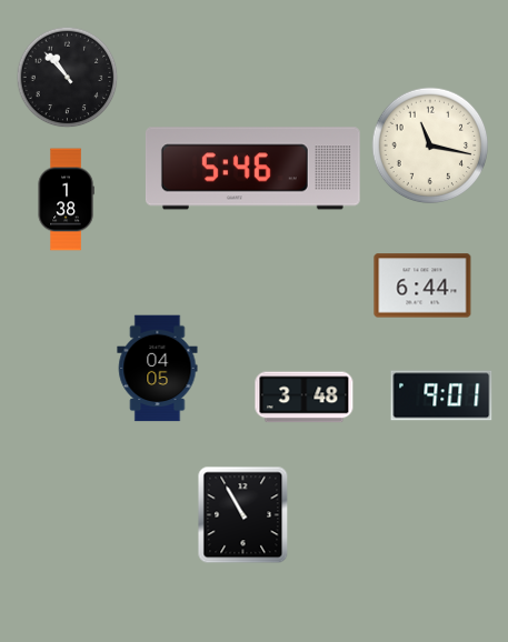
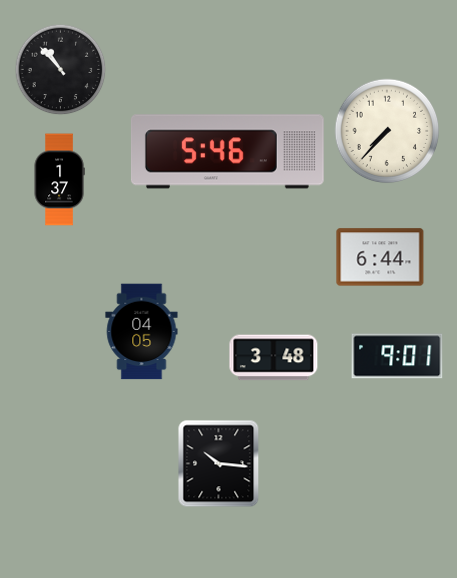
clock at (430, 146): 11:17 -> 7:37
clock at (66, 200): 1:38 -> 1:37
clock at (243, 515): 10:55 -> 10:16
